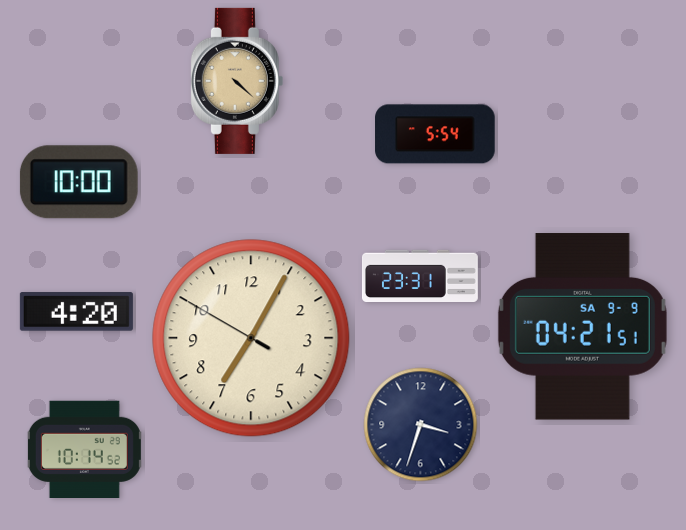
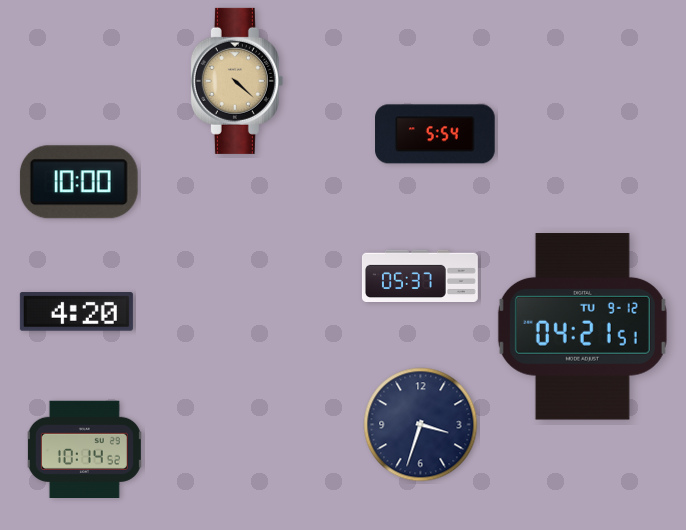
clock at (420, 275): 23:31 -> 05:37
clock at (582, 327) date: SA 9-9 -> TU 9-12
clock at (251, 338): 7:04 -> none
